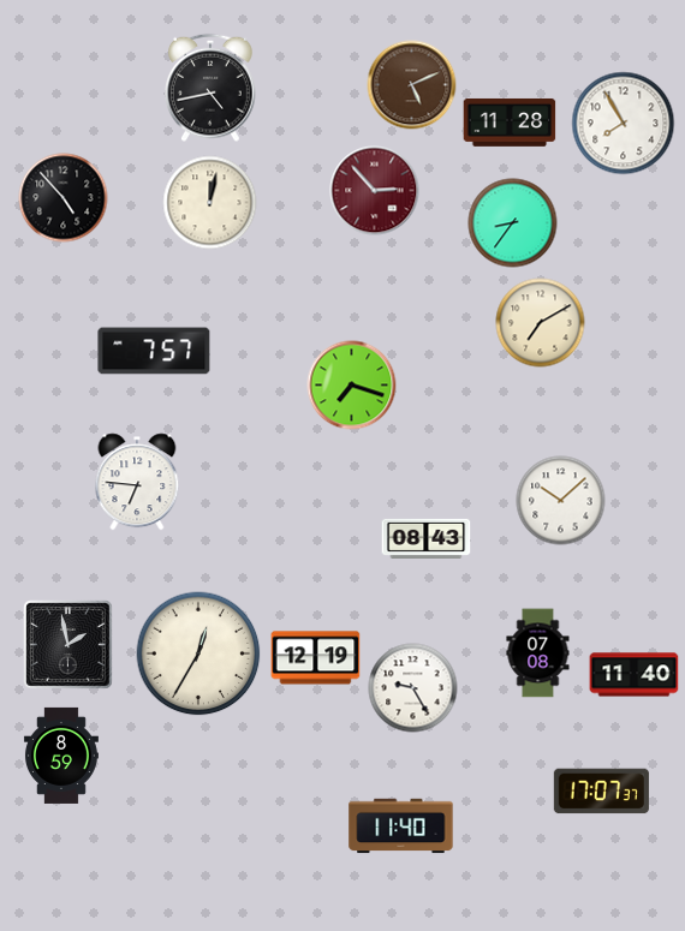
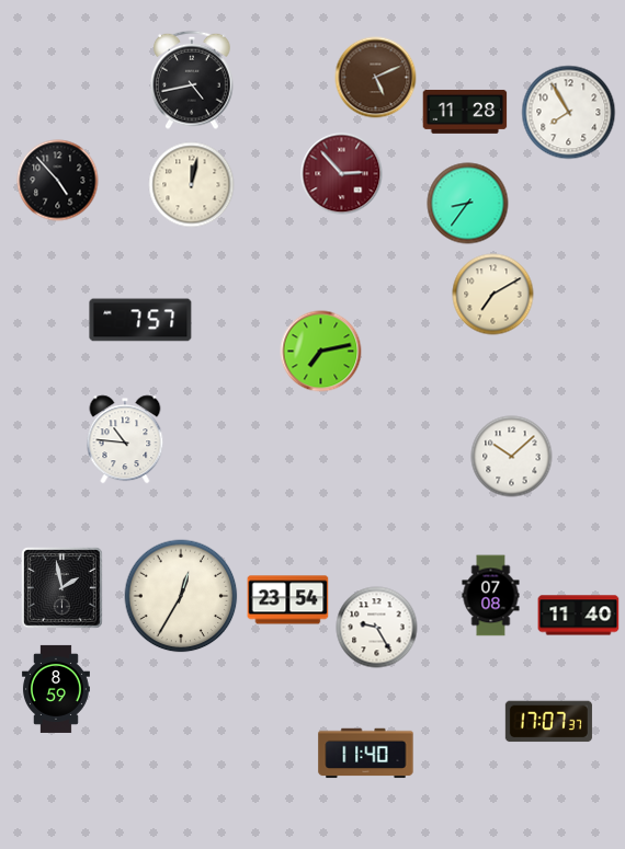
clock at (352, 386): 7:18 -> 7:13
clock at (137, 482): 6:46 -> 10:46
clock at (427, 538): 08:43 -> none
clock at (316, 658): 12:19 -> 23:54
